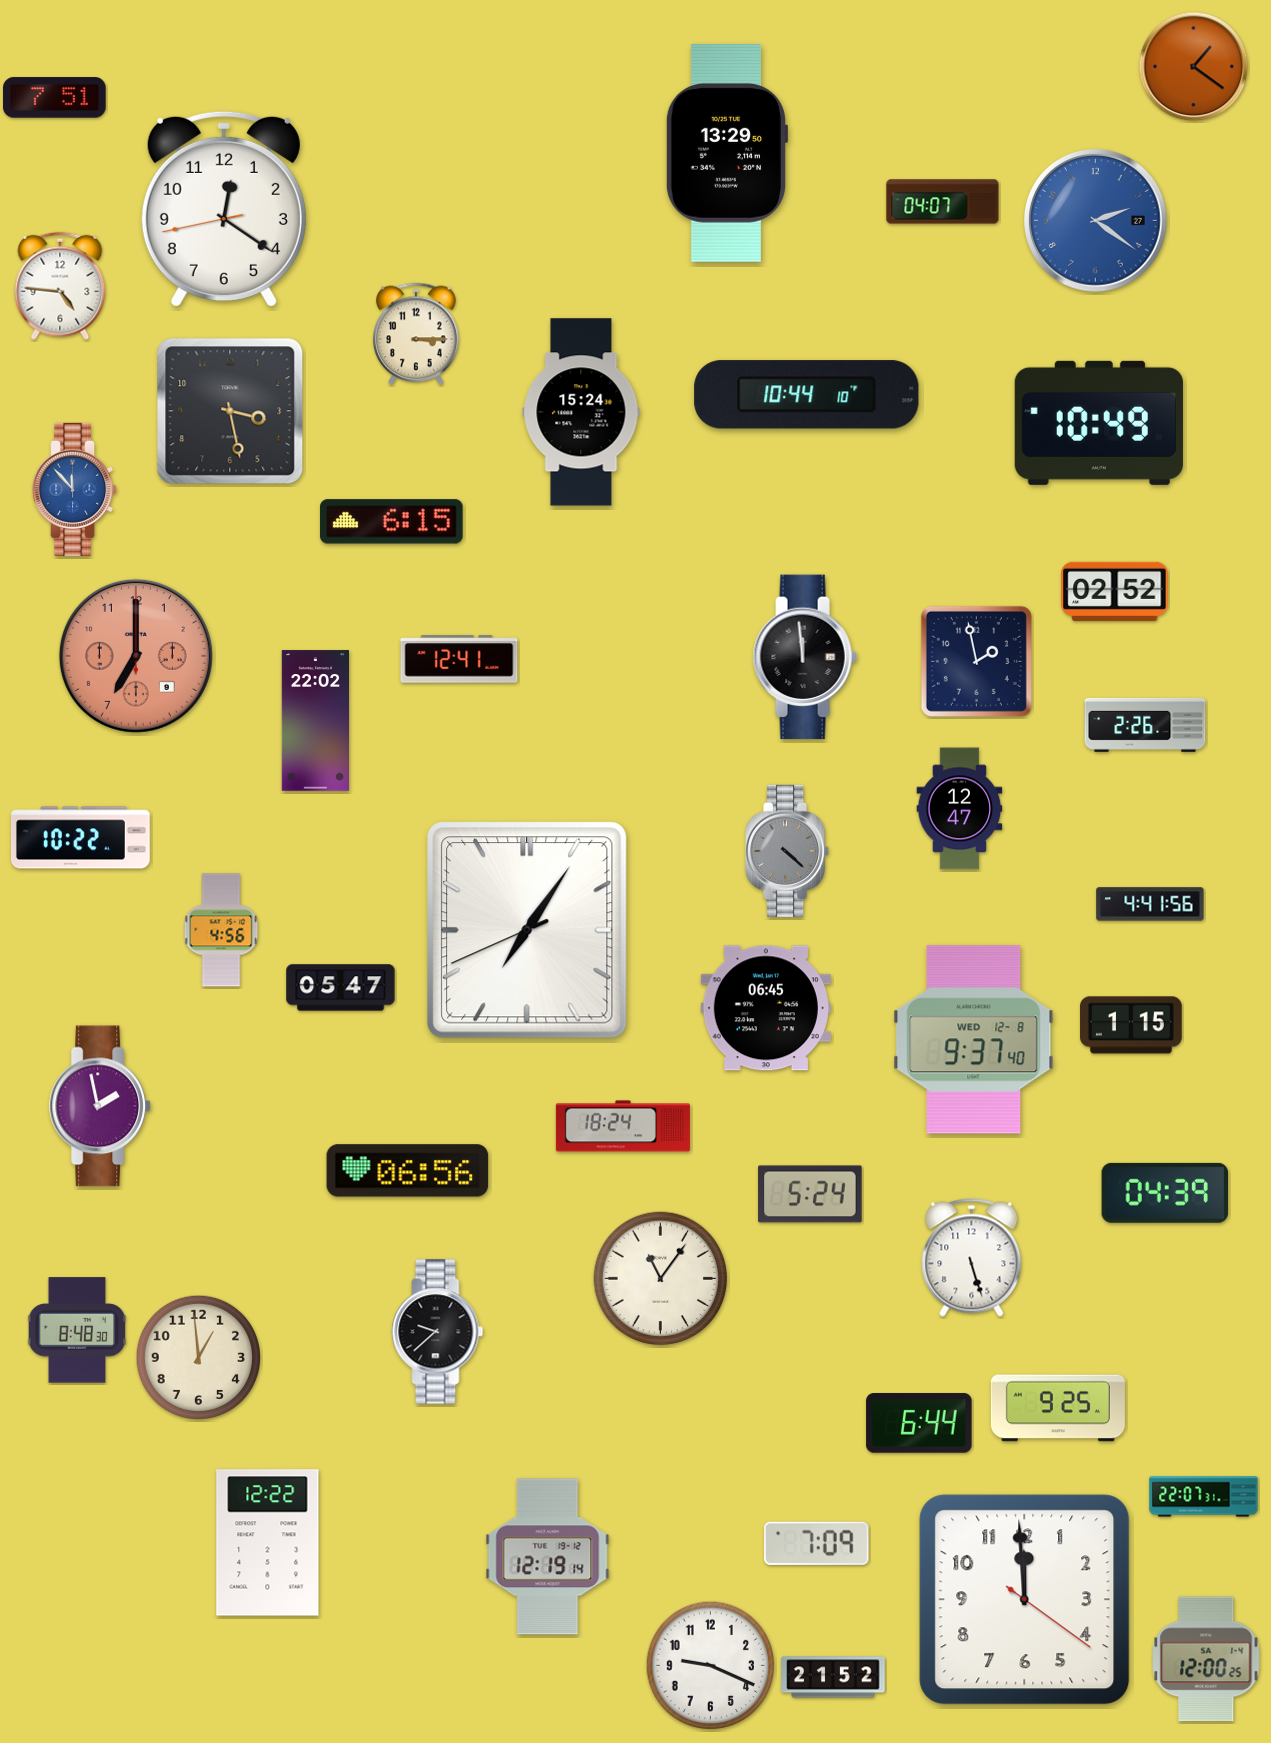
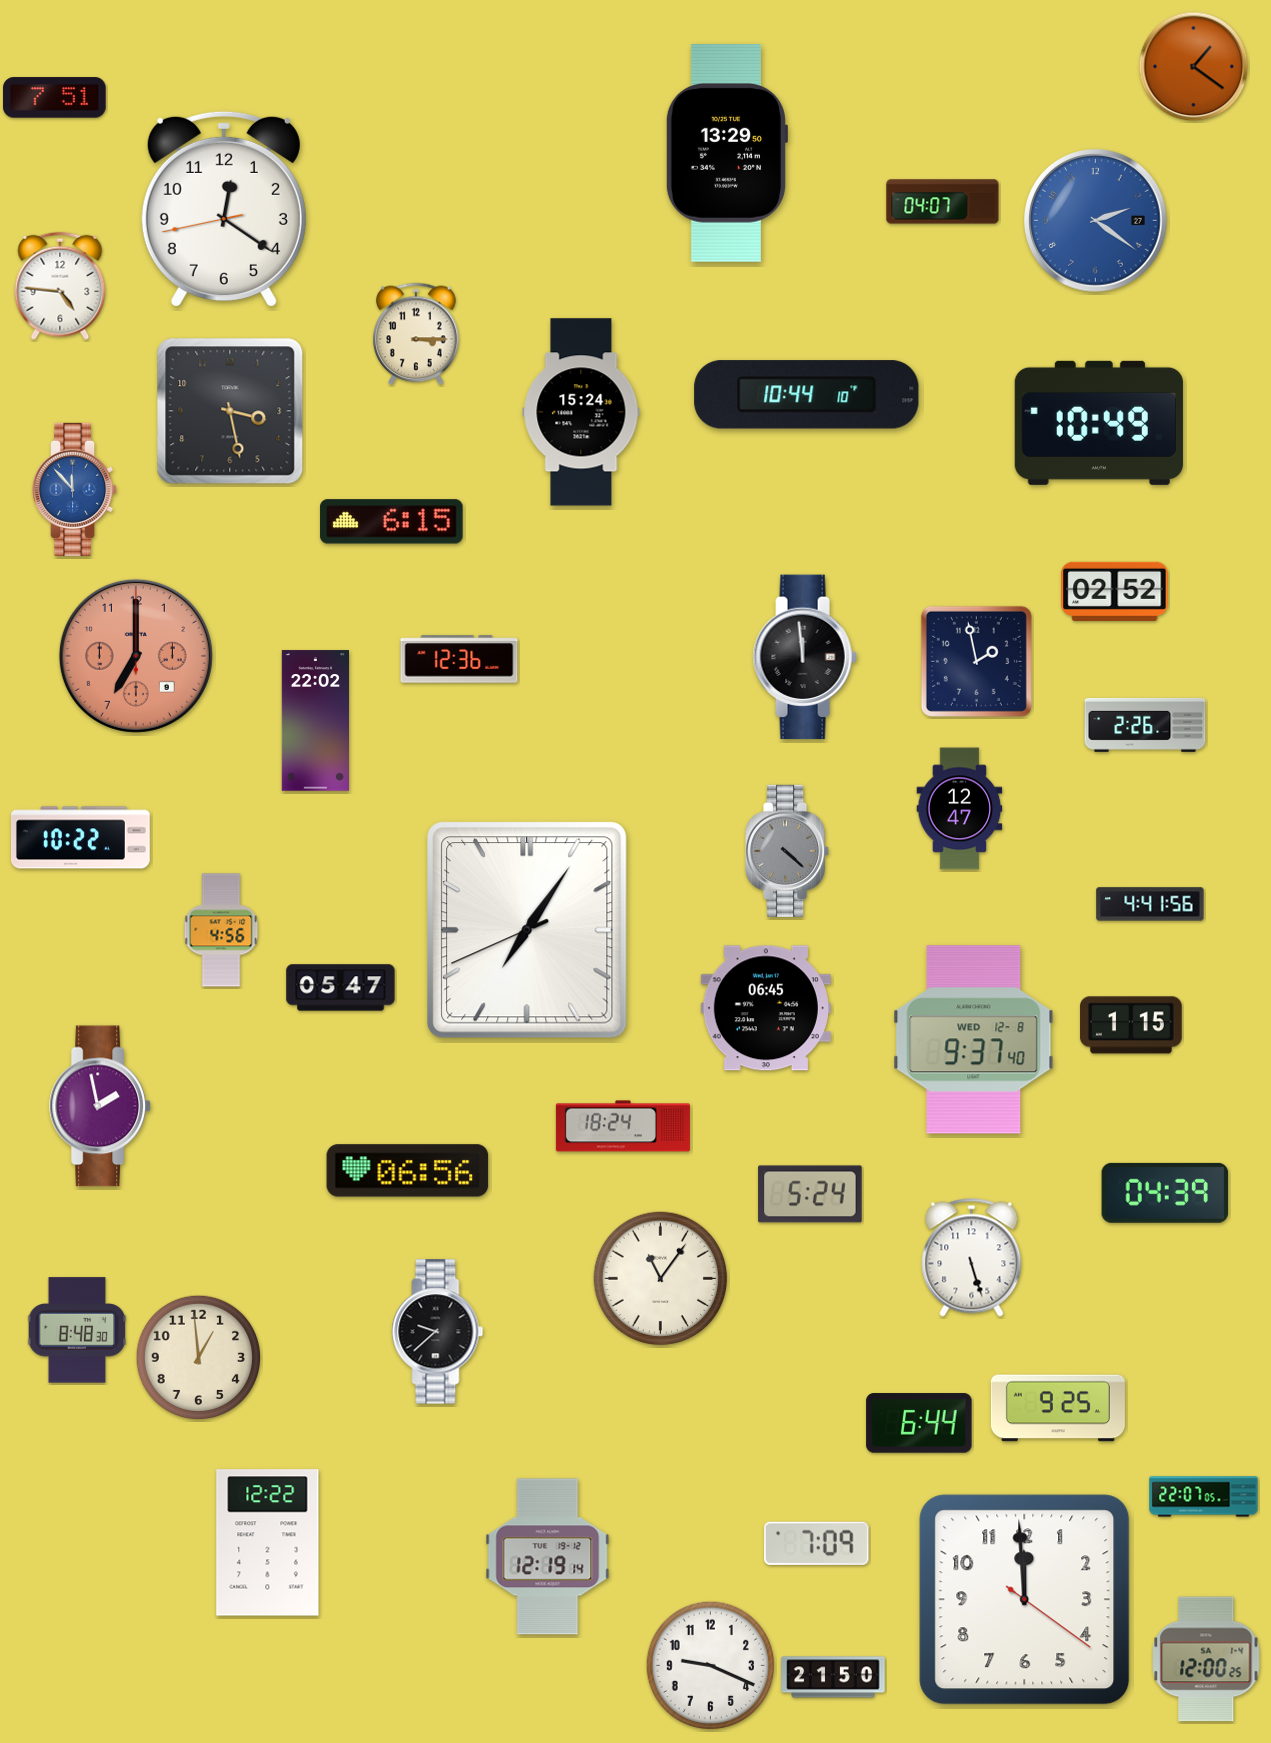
clock at (459, 659): 12:41 -> 12:36
clock at (1204, 1497): 22:07:31 -> 22:07:05
clock at (833, 1677): 21:52 -> 21:50
